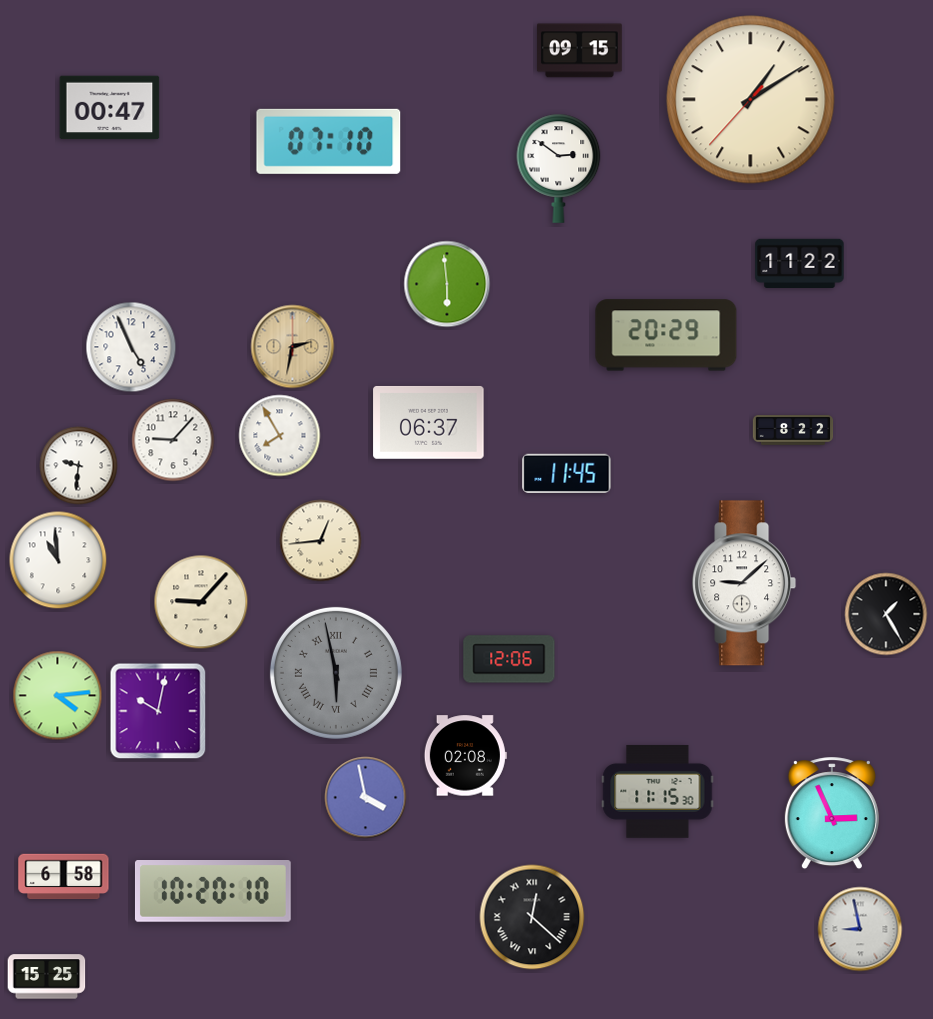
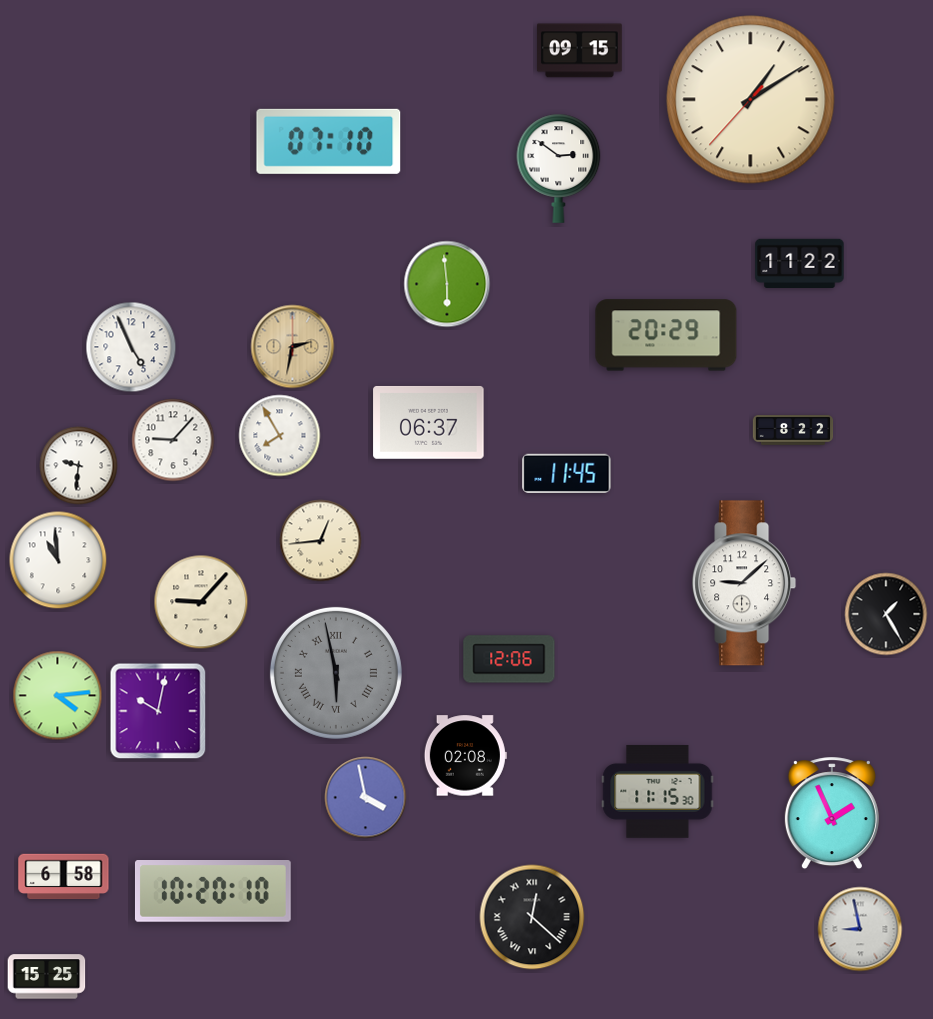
clock at (110, 108): 00:47 -> none
clock at (832, 814): 2:56 -> 1:56
